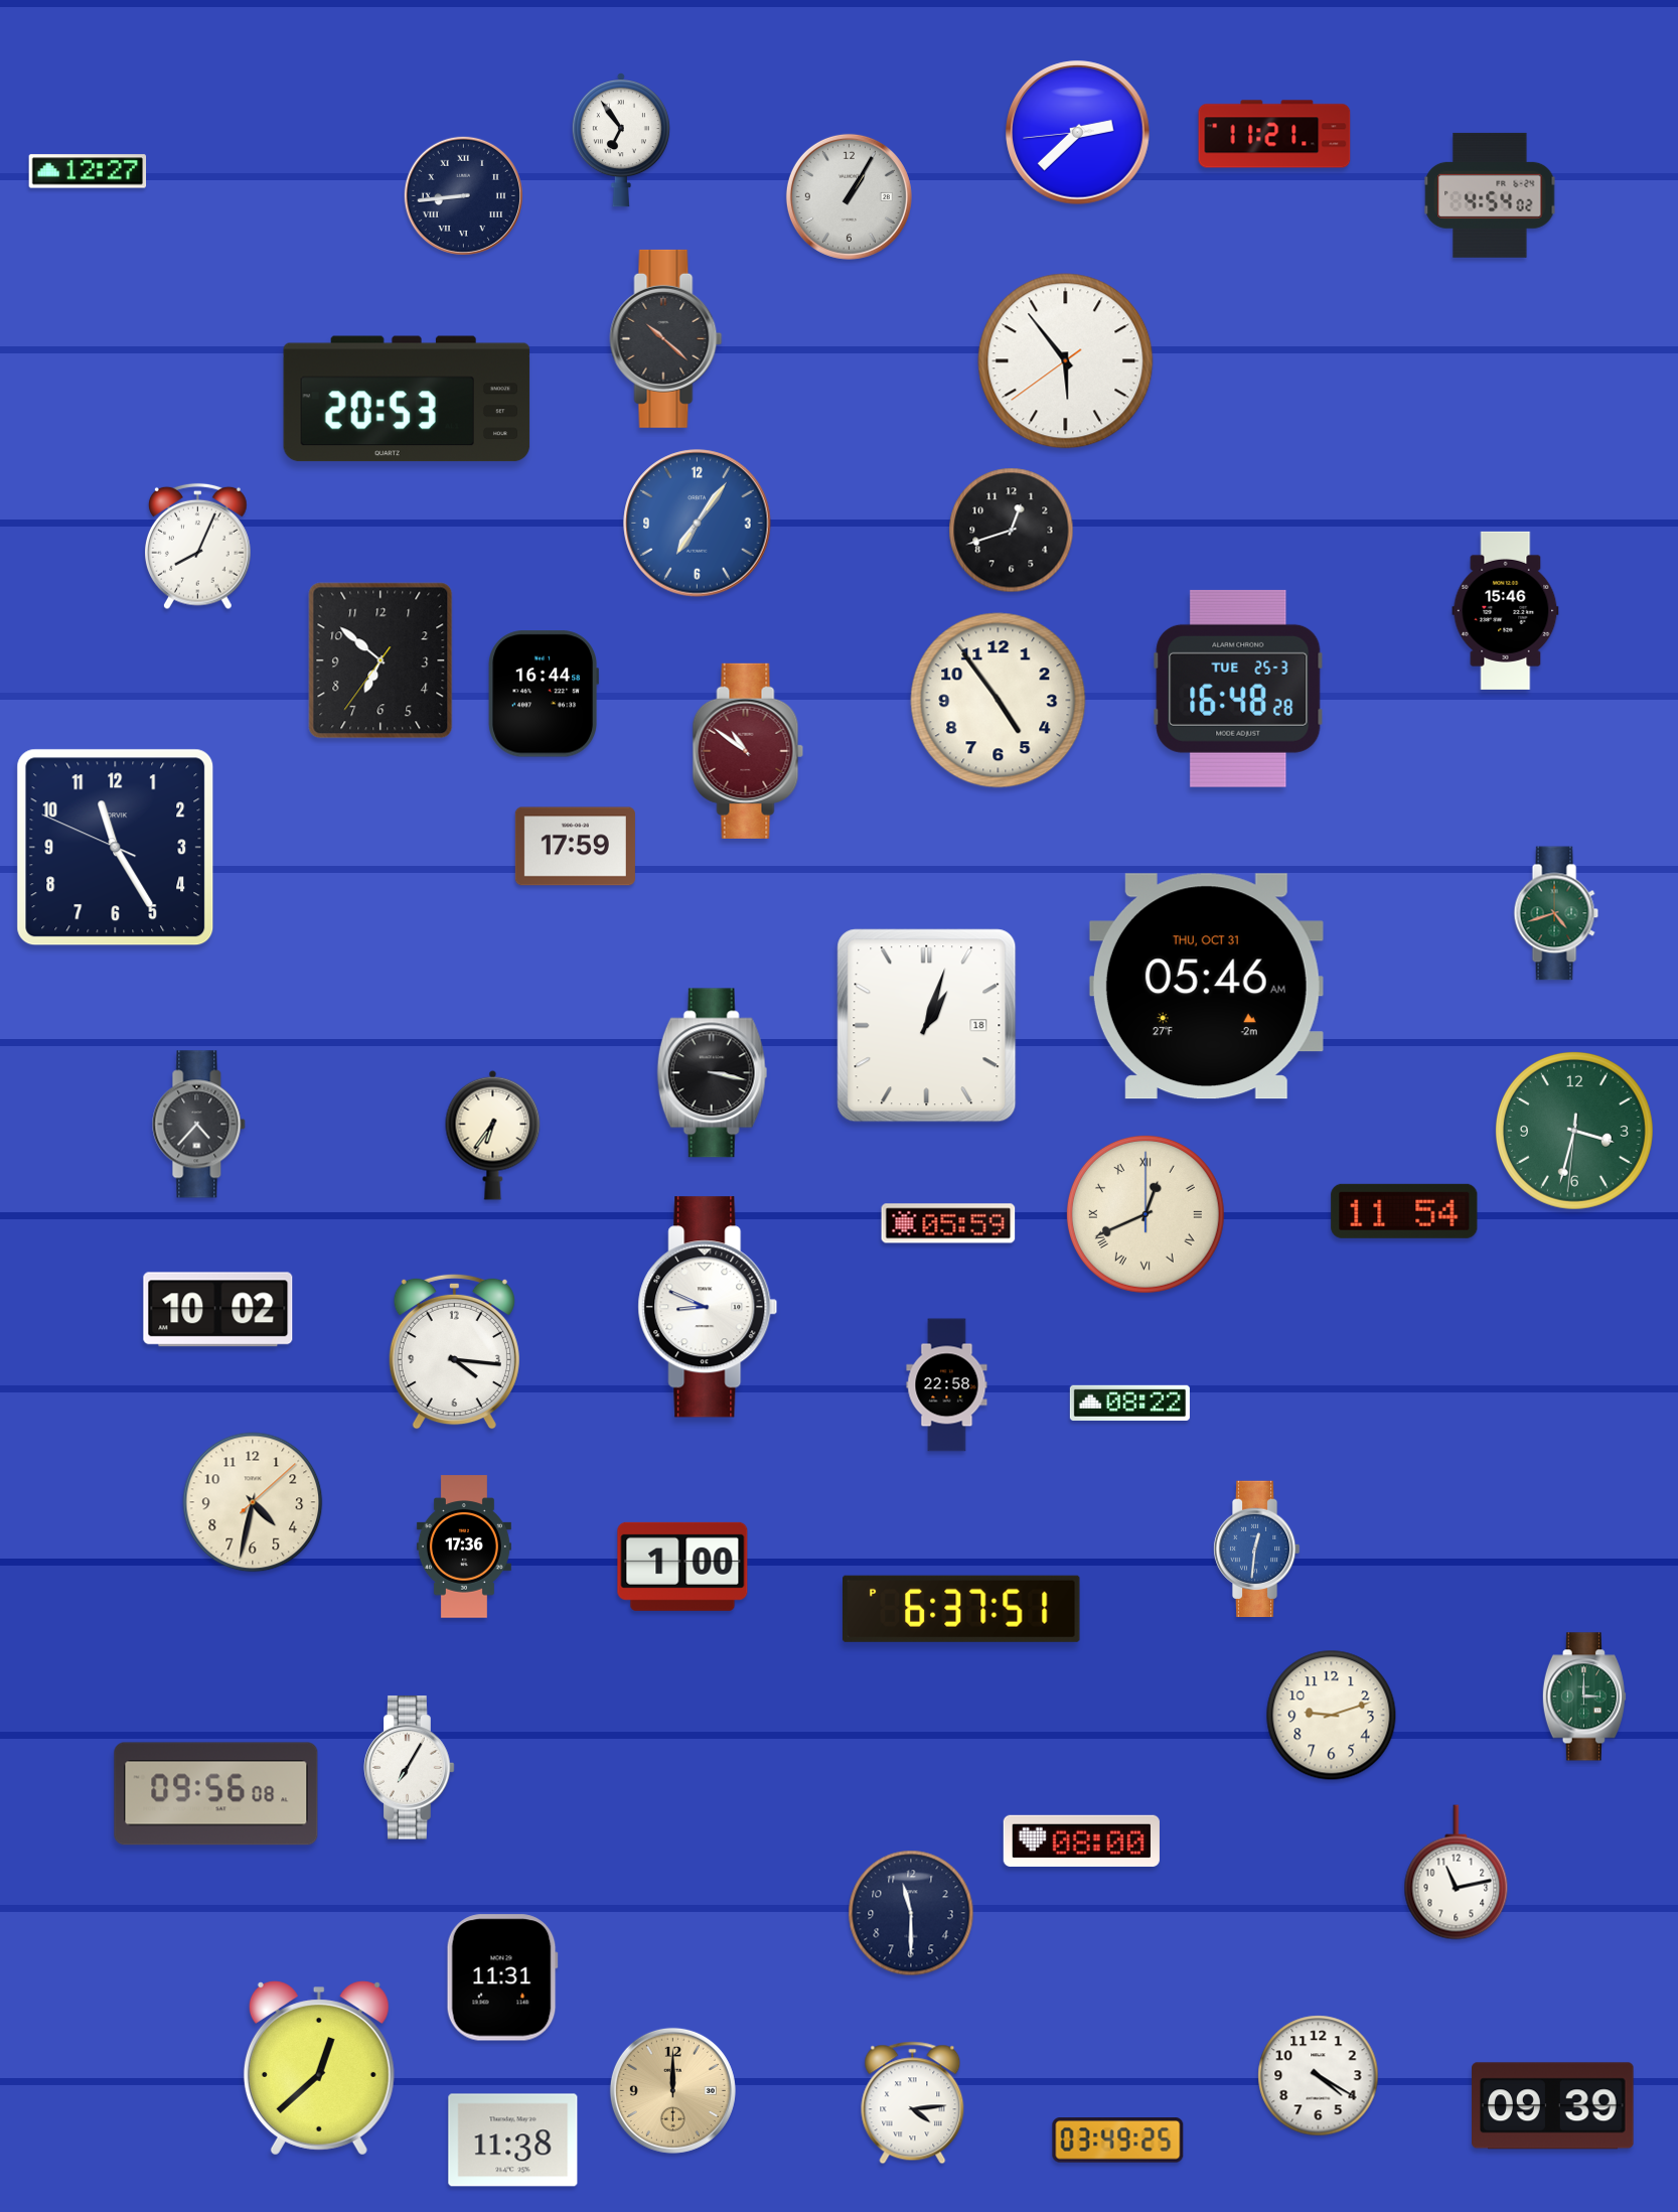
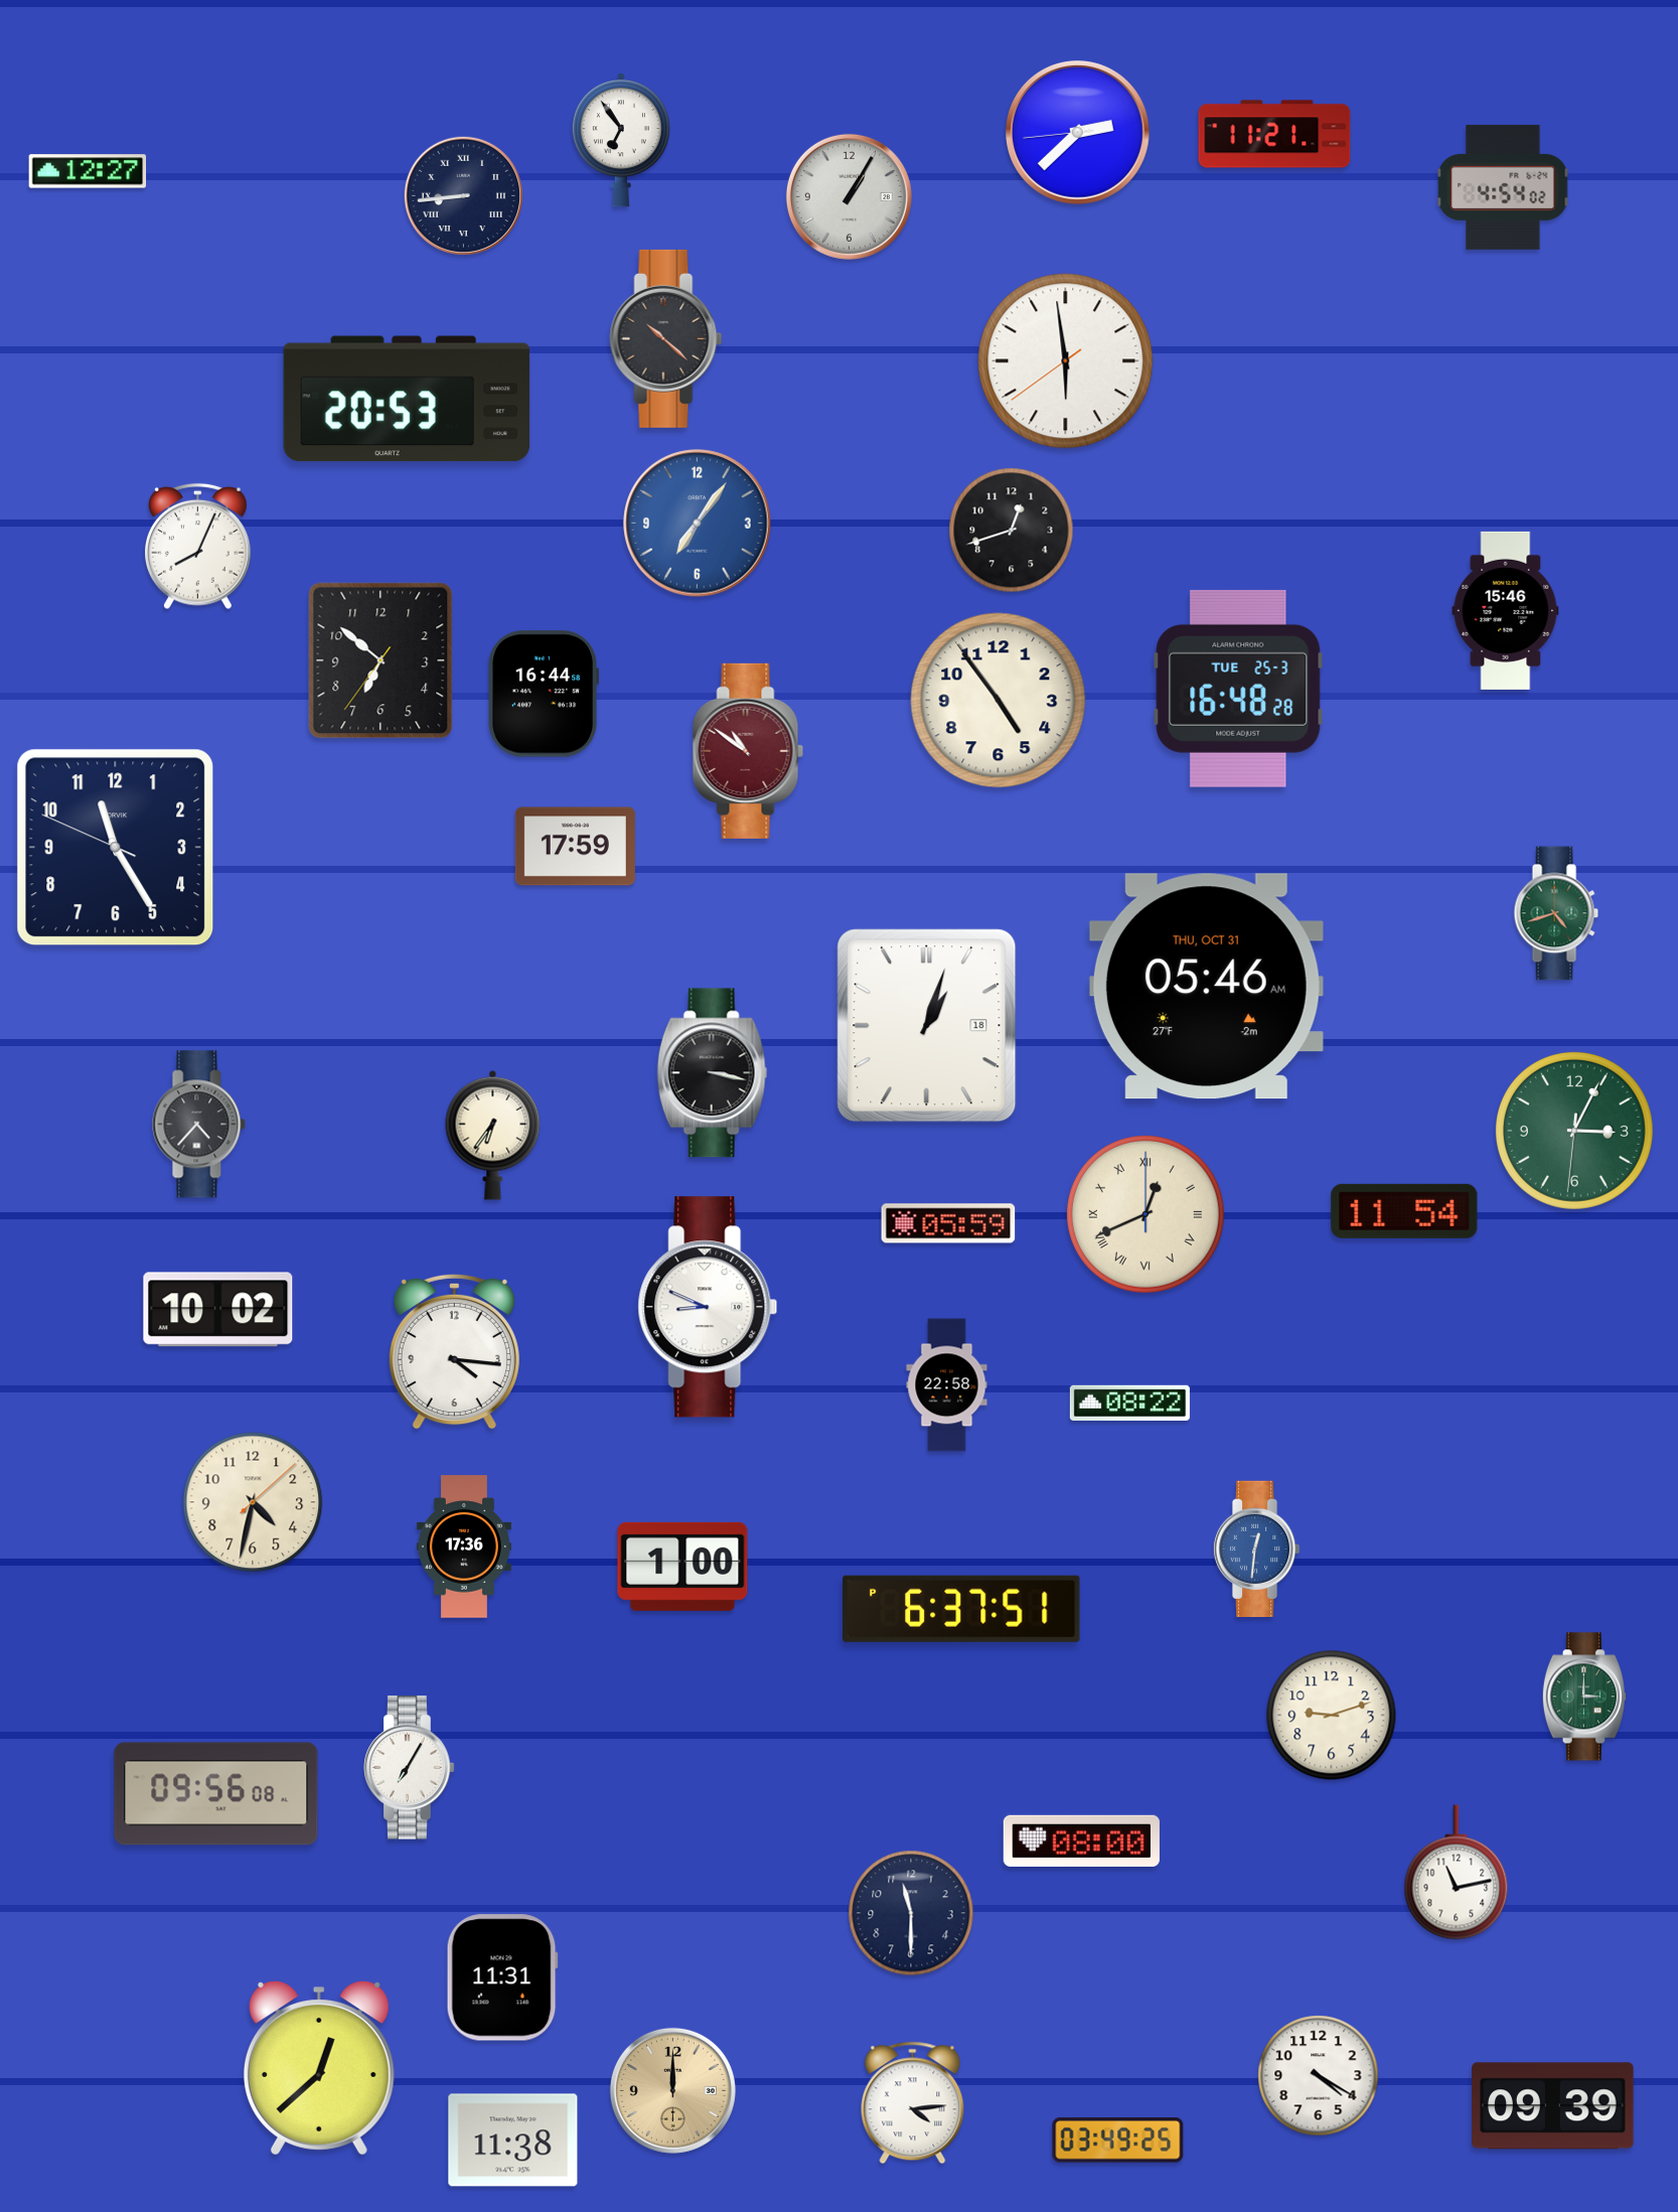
clock at (1490, 195) position: (1490, 195) -> (1503, 187)
clock at (1066, 361): 5:53 -> 5:58
clock at (1574, 1131): 3:32 -> 3:04
